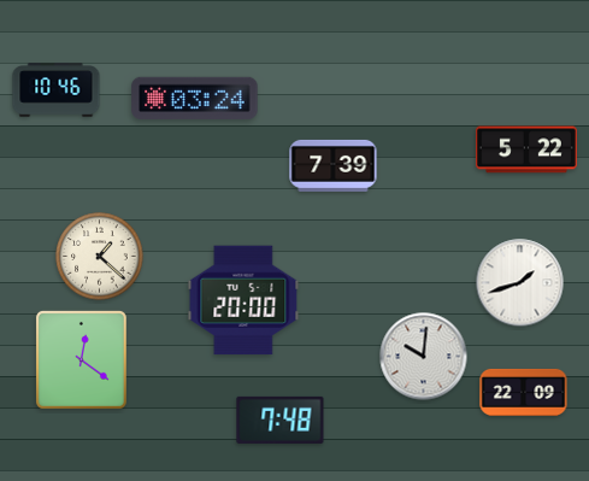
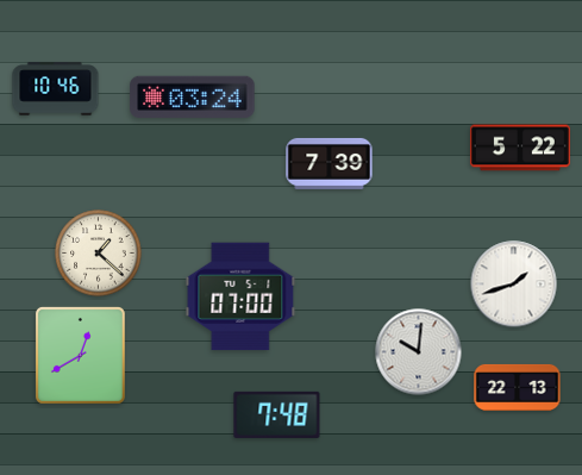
clock at (520, 283) position: (520, 283) -> (514, 285)
clock at (243, 300): 20:00 -> 07:00
clock at (81, 359): 12:21 -> 12:40
clock at (524, 392): 22:09 -> 22:13
